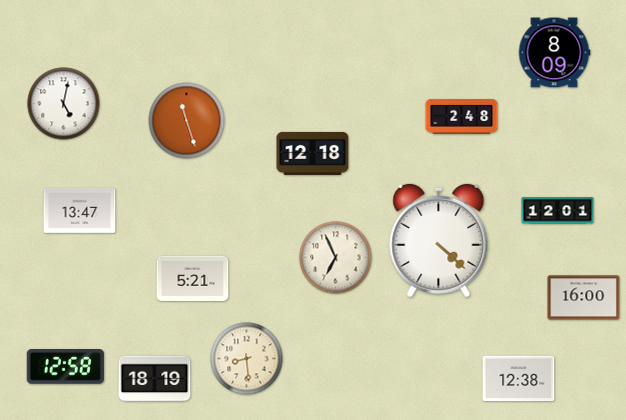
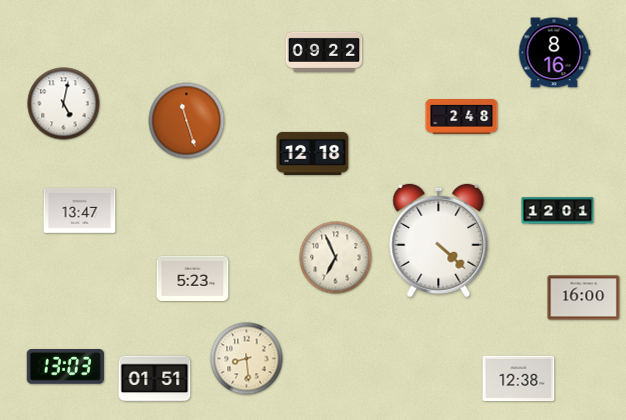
clock at (324, 52): none -> 09:22
clock at (554, 53): 8:09 -> 8:16
clock at (193, 278): 5:21 -> 5:23
clock at (65, 367): 12:58 -> 13:03
clock at (155, 379): 18:19 -> 01:51
